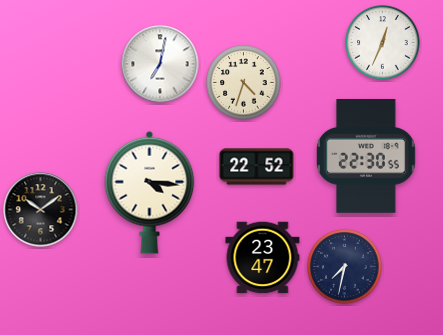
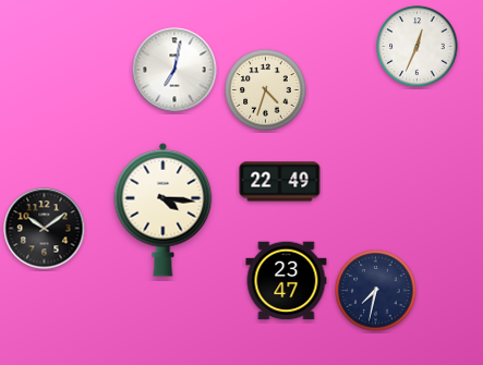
clock at (367, 157): 22:30 -> none
clock at (257, 167): 22:52 -> 22:49
